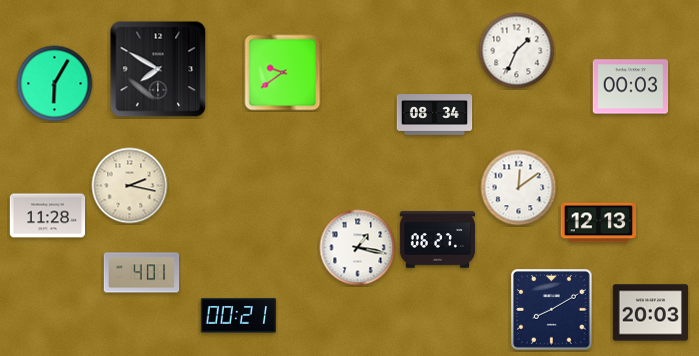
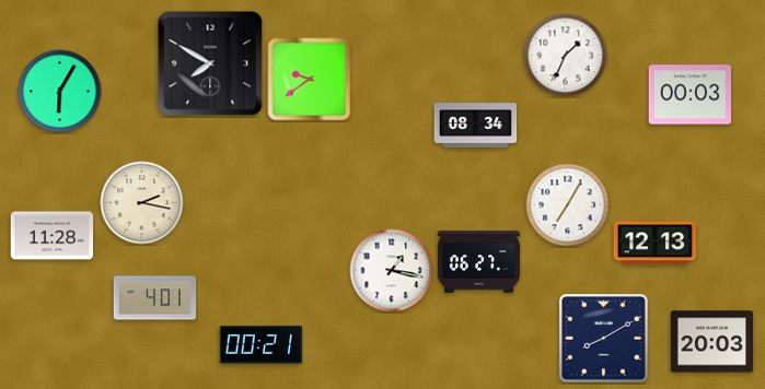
clock at (158, 69) position: (158, 69) -> (210, 63)
clock at (519, 188): 12:09 -> 7:05
